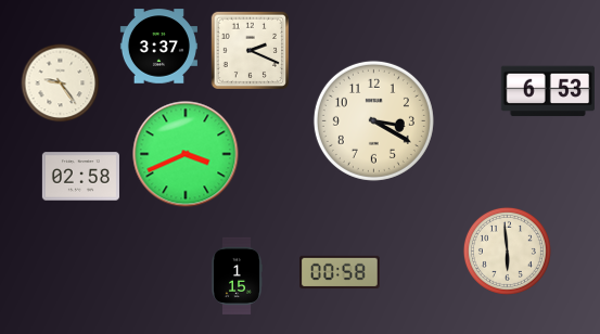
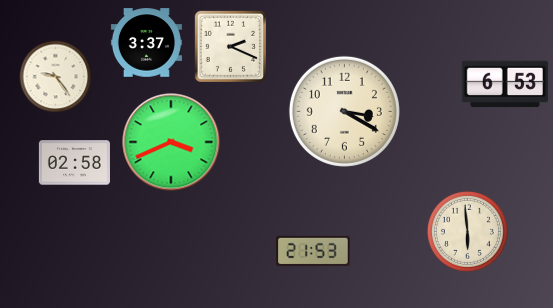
clock at (340, 272): 00:58 -> 21:53
clock at (237, 275): 1:15 -> none
